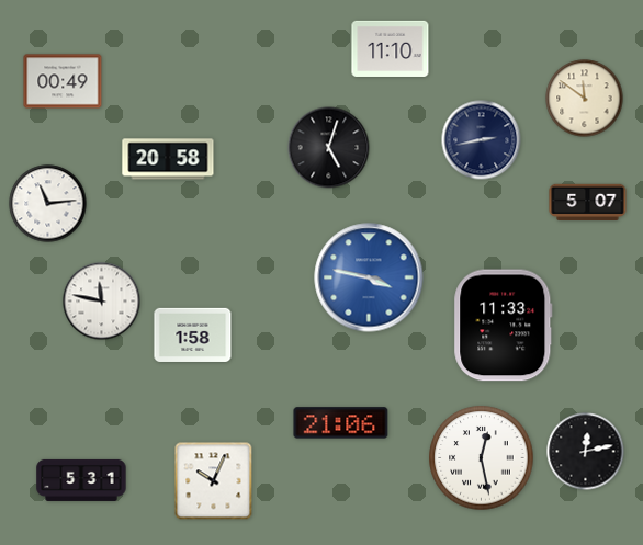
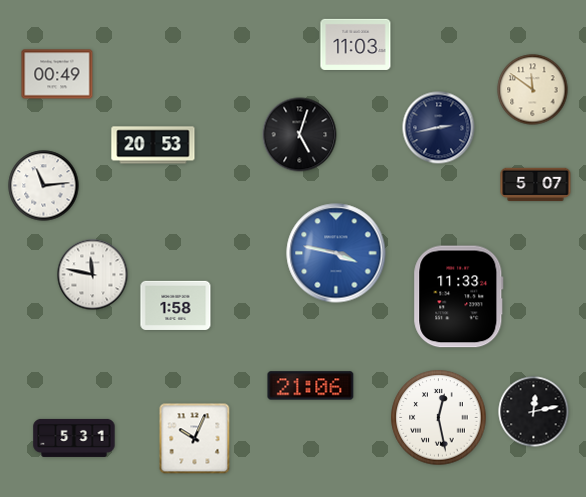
clock at (391, 48): 11:10 -> 11:03
clock at (168, 159): 20:58 -> 20:53
